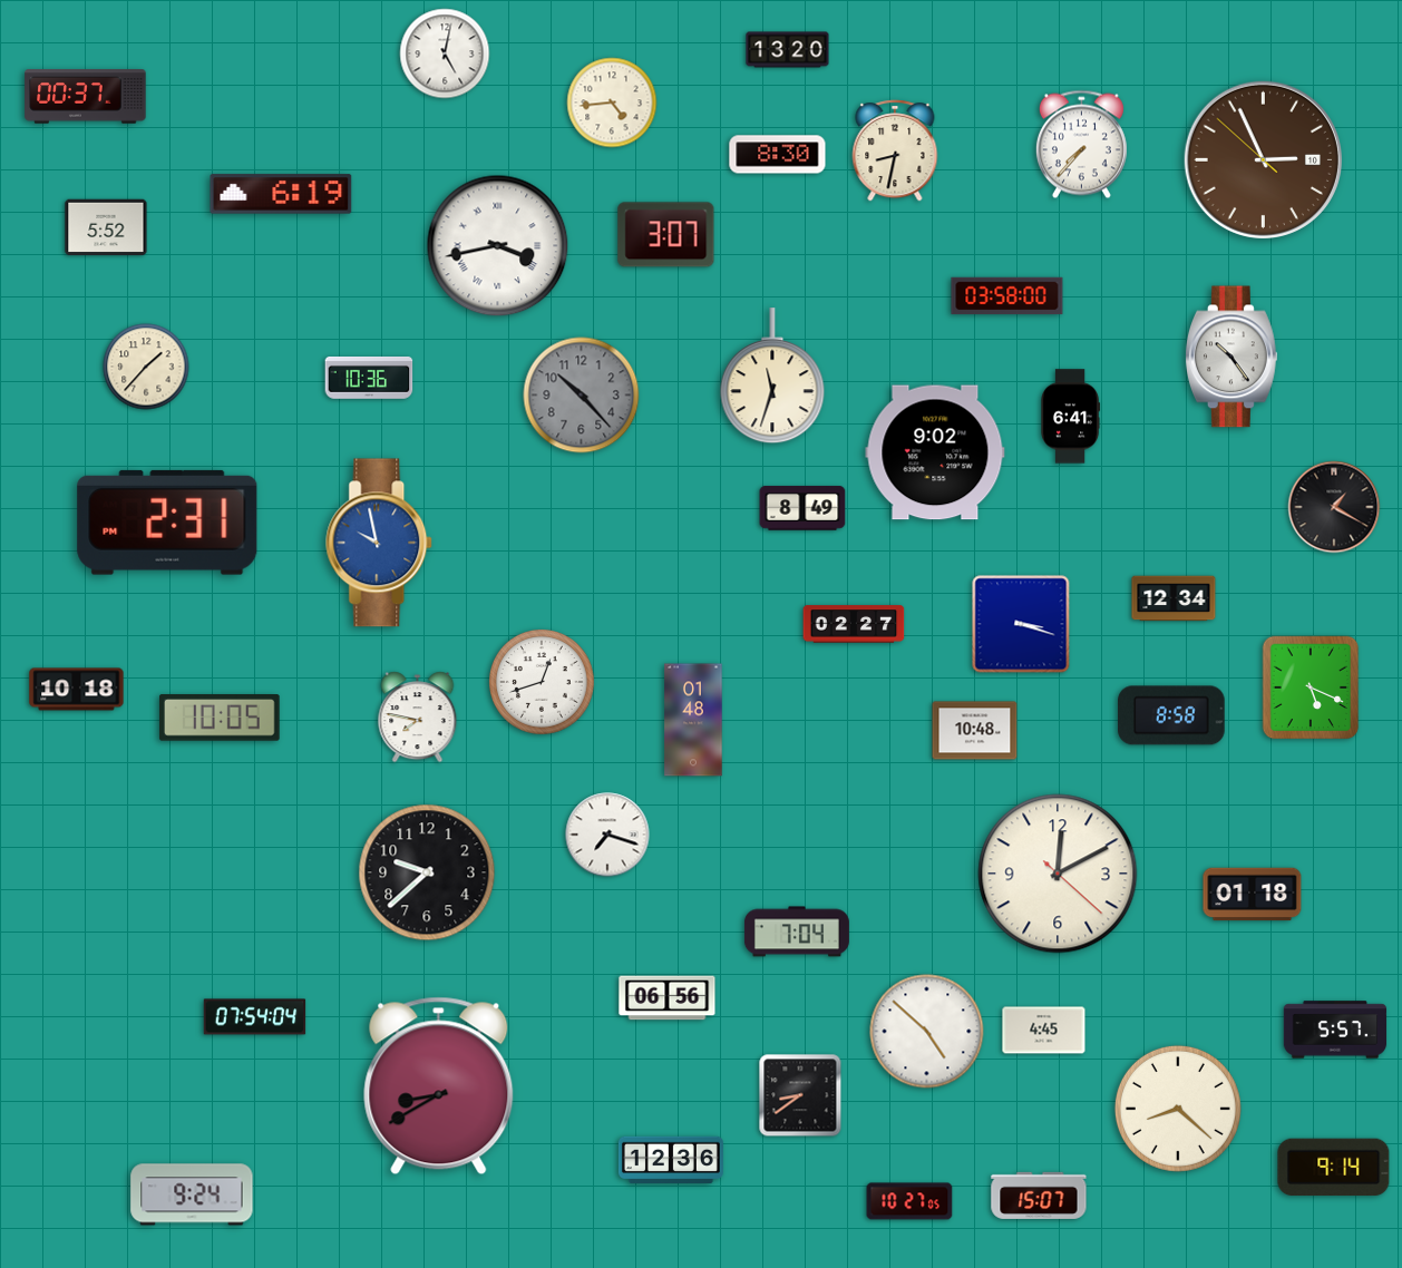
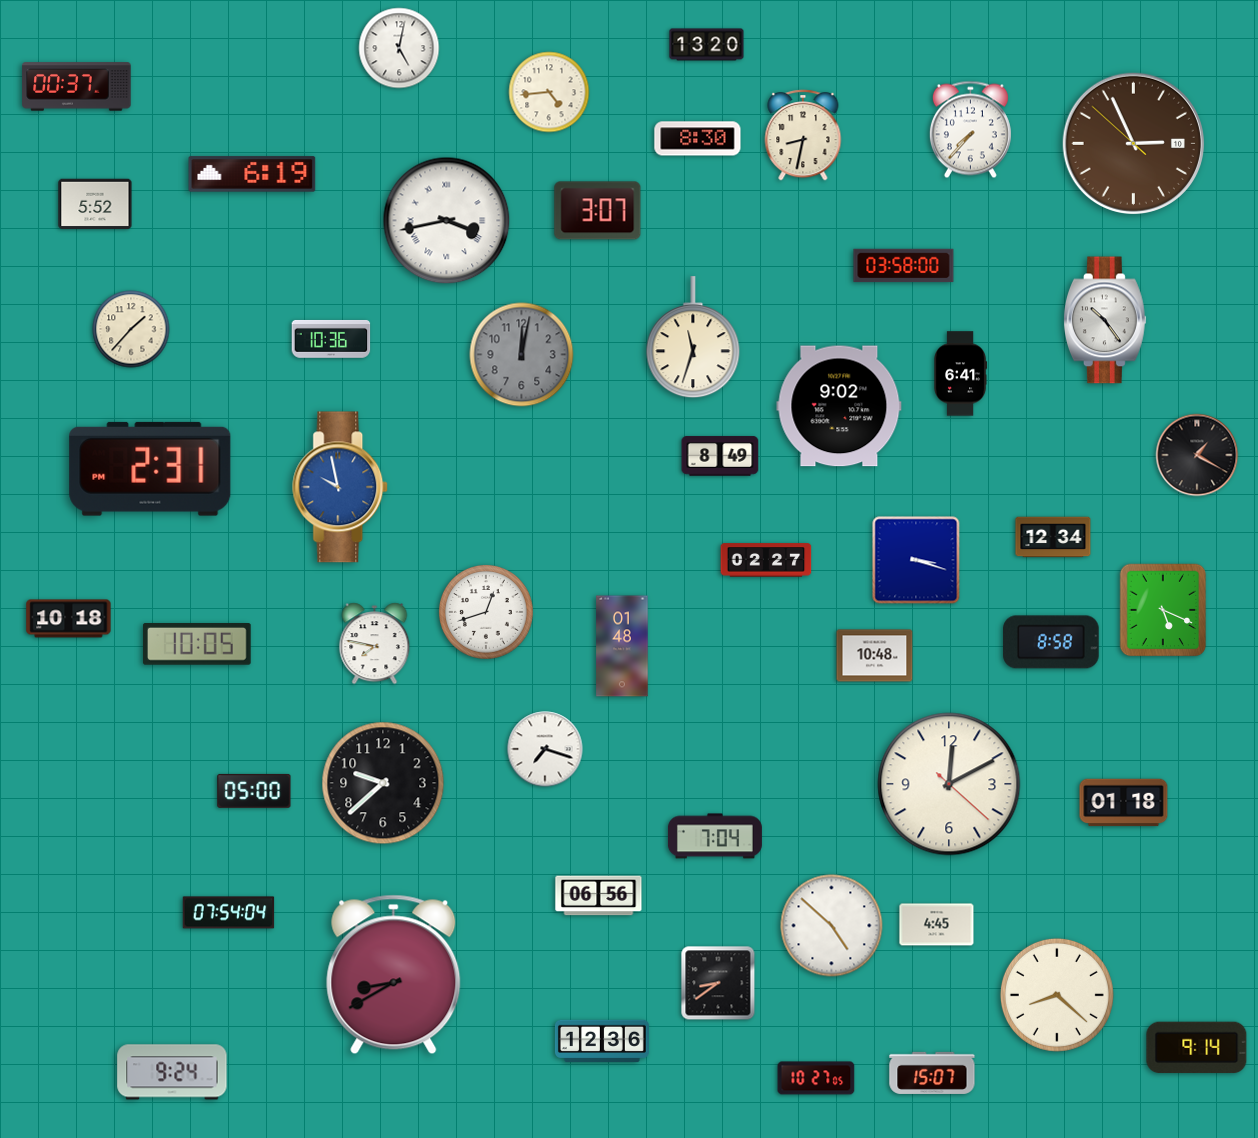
clock at (582, 396): 10:23 -> 12:02
clock at (1311, 687) position: (1311, 687) -> (1163, 610)
clock at (254, 791): none -> 05:00
clock at (1335, 1030): 5:57 -> none
